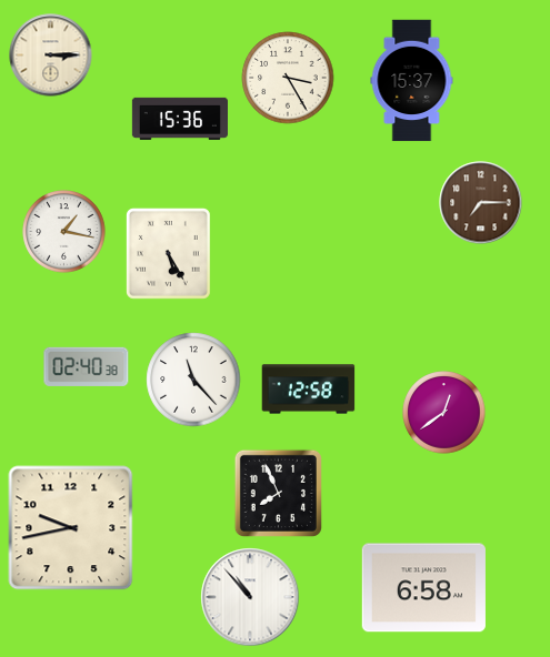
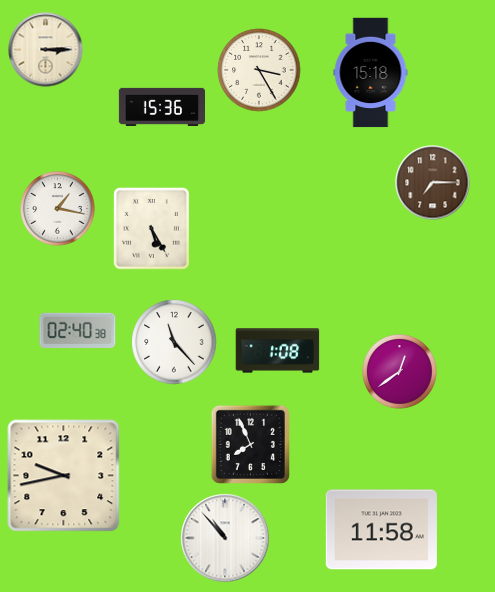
clock at (412, 81): 15:37 -> 15:18
clock at (309, 390): 12:58 -> 1:08
clock at (423, 588): 6:58 -> 11:58
